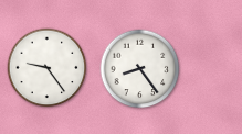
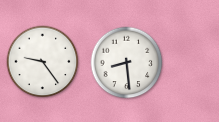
clock at (140, 69): 8:24 -> 8:29
